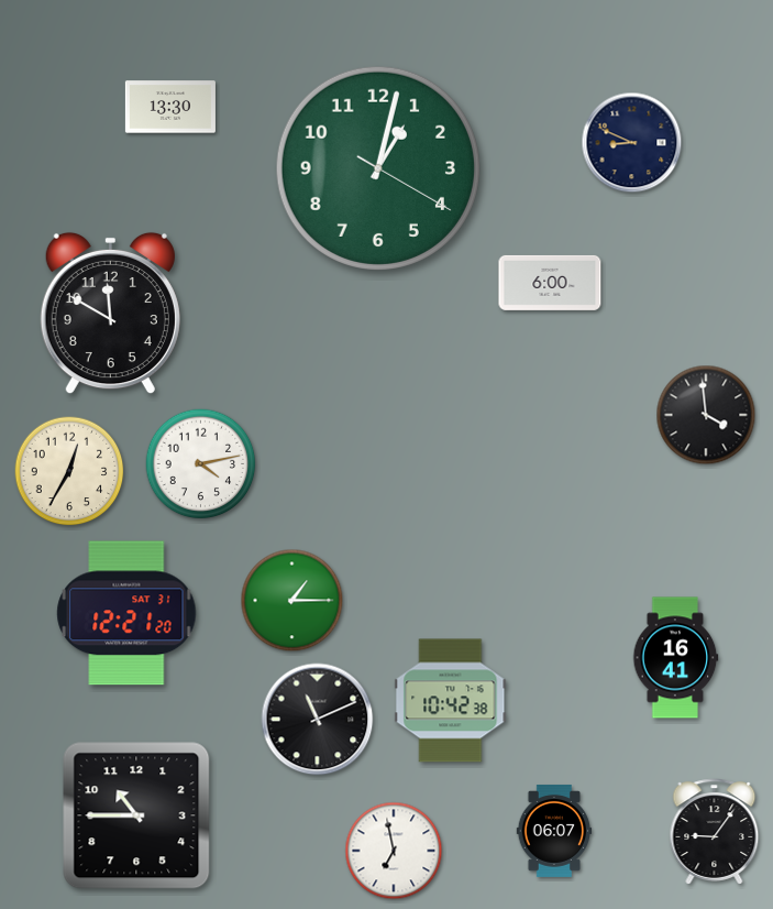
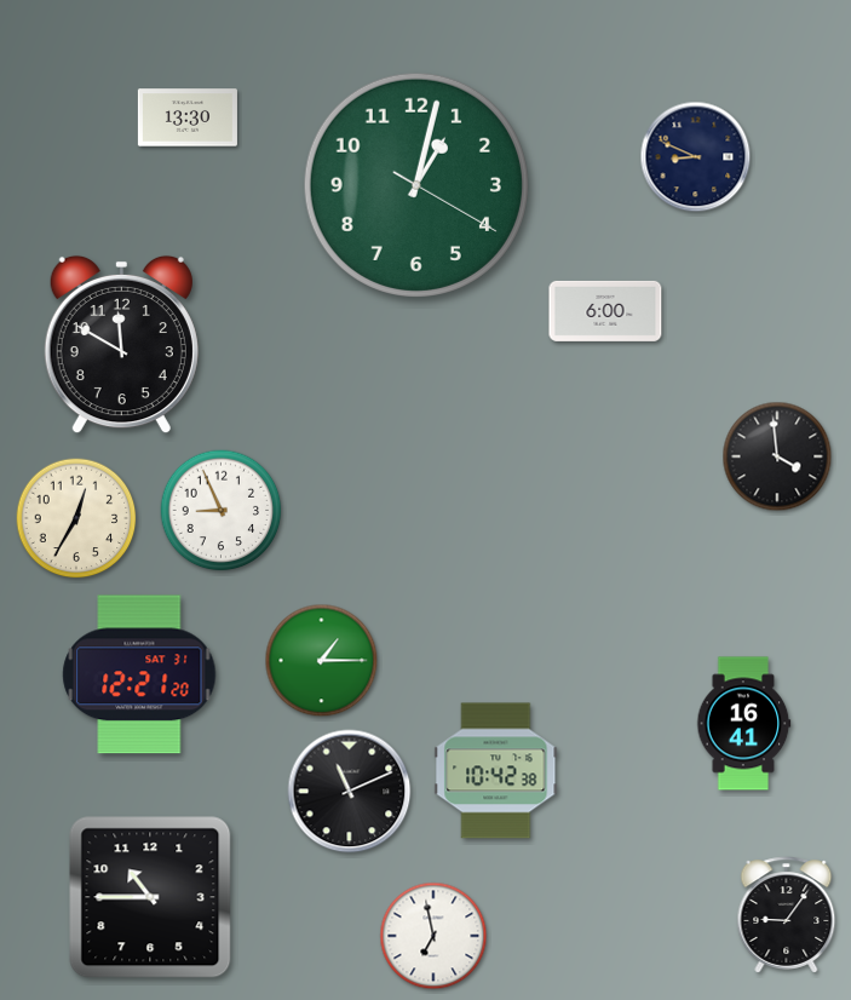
clock at (201, 464): 4:13 -> 8:56
clock at (554, 831): 06:07 -> none
